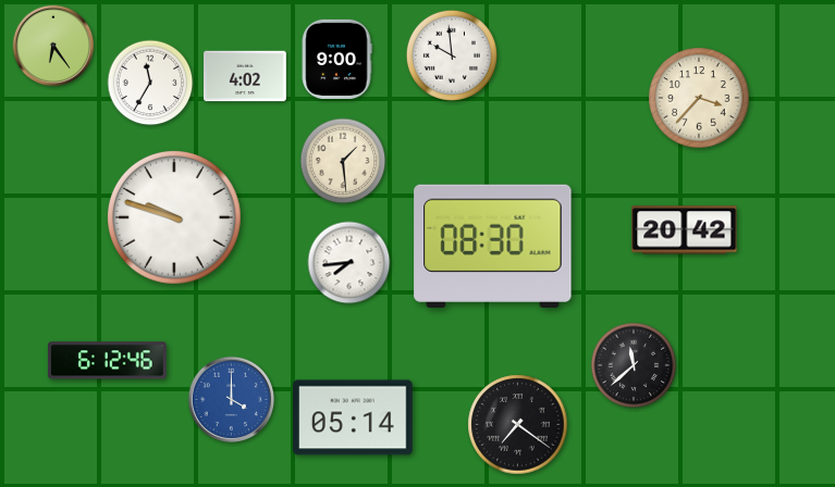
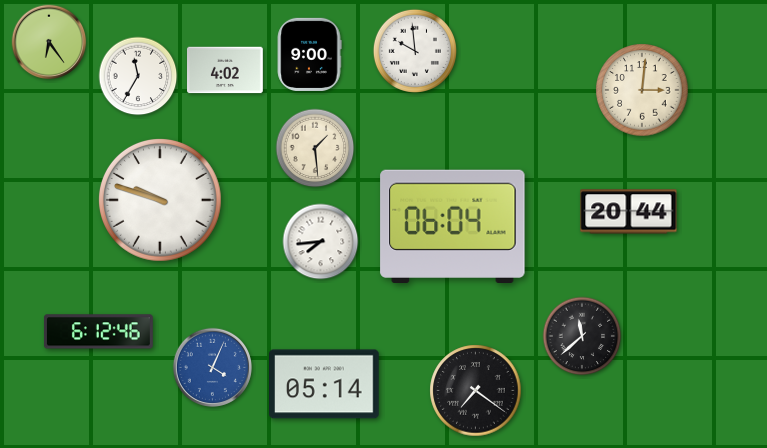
clock at (699, 98): 3:37 -> 3:01
clock at (685, 230): 20:42 -> 20:44
clock at (493, 246): 08:30 -> 06:04
clock at (231, 399): 4:00 -> 4:04
